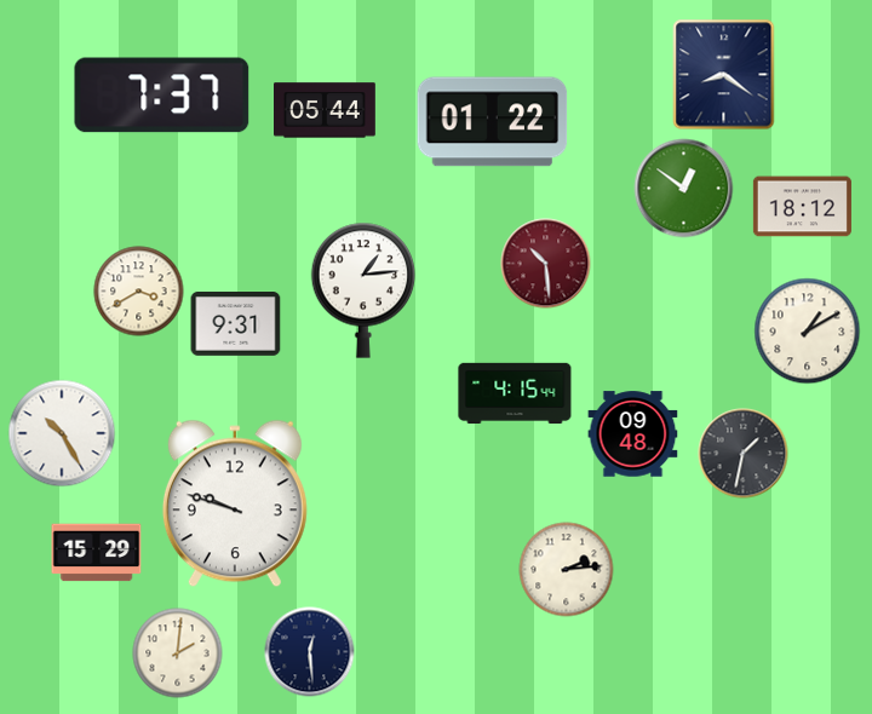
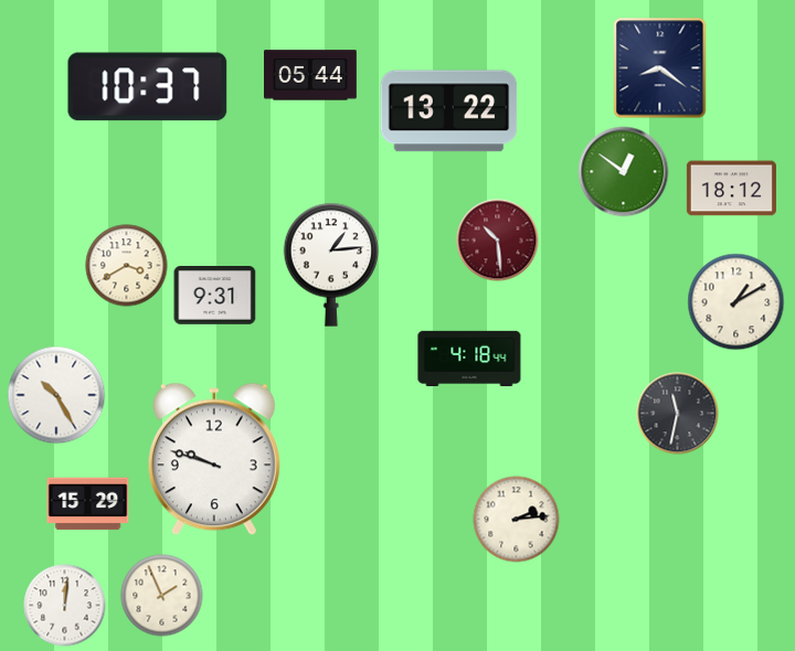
clock at (162, 96): 7:37 -> 10:37
clock at (326, 110) position: (326, 110) -> (311, 75)
clock at (493, 122): 01:22 -> 13:22
clock at (515, 392): 4:15 -> 4:18
clock at (633, 434): 09:48 -> none
clock at (744, 454): 1:32 -> 11:32
clock at (310, 652): 12:29 -> none
clock at (178, 653): 2:01 -> 1:56
clock at (65, 606): none -> 12:01
